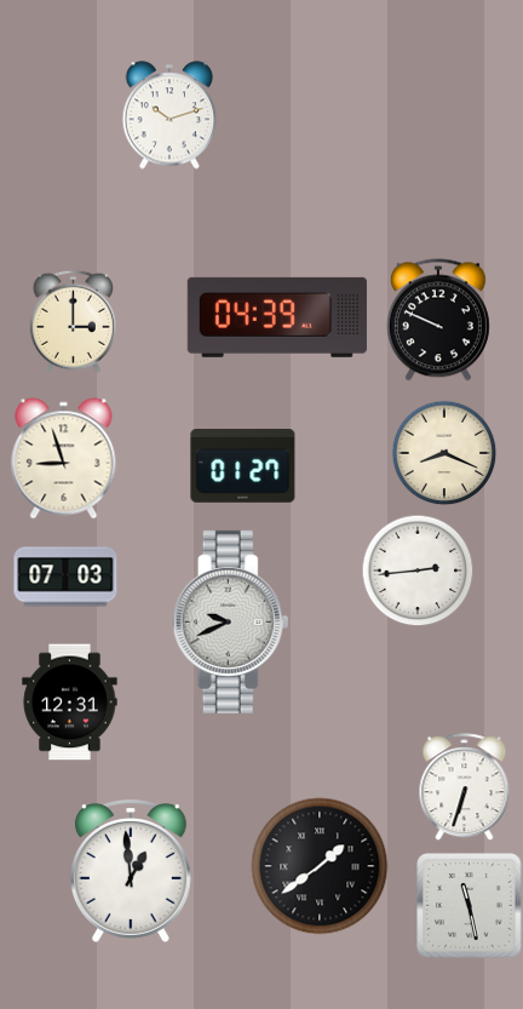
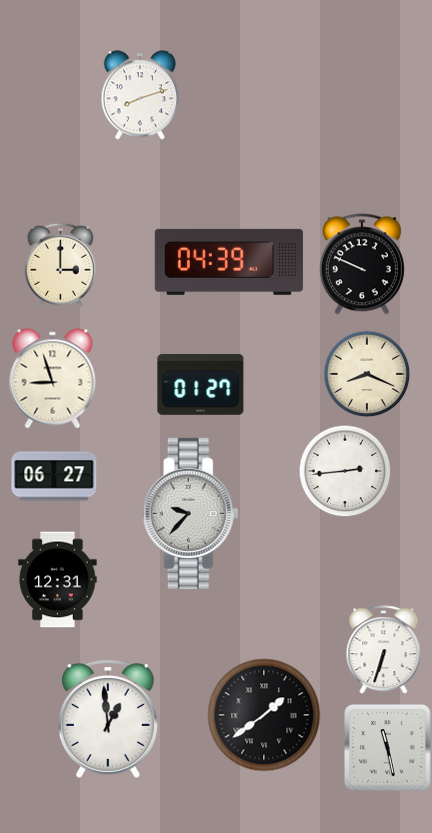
clock at (169, 115): 10:12 -> 8:12
clock at (65, 577): 07:03 -> 06:27
clock at (231, 621): 9:41 -> 9:37
